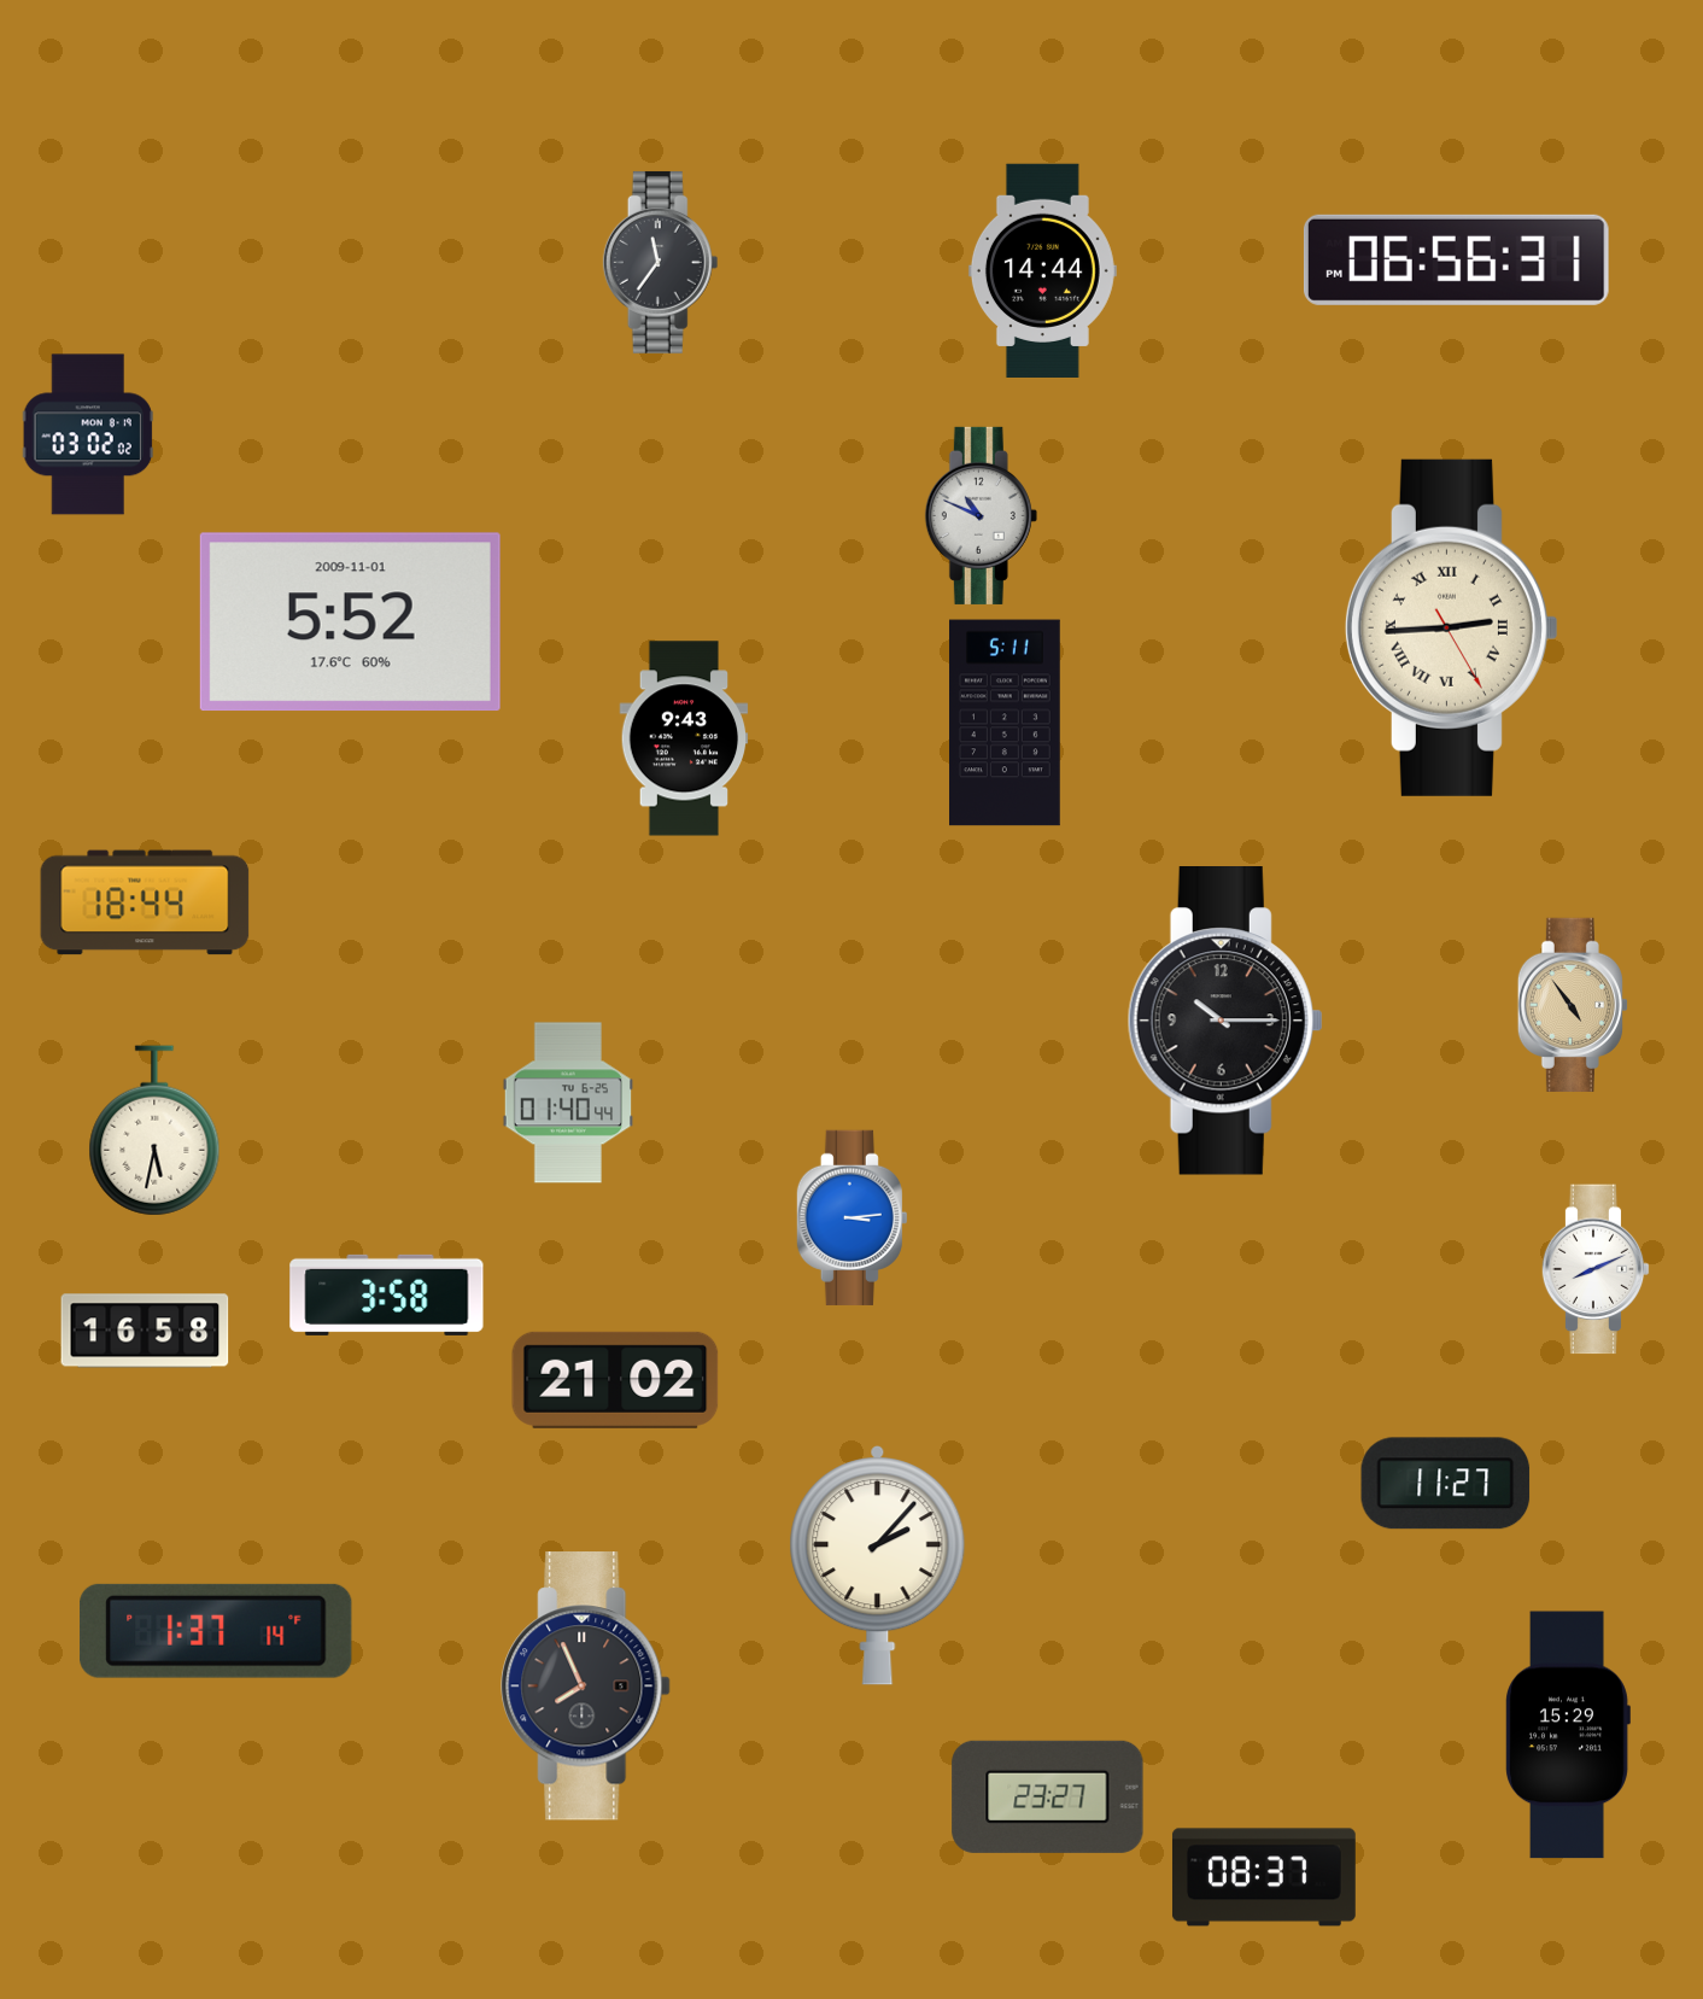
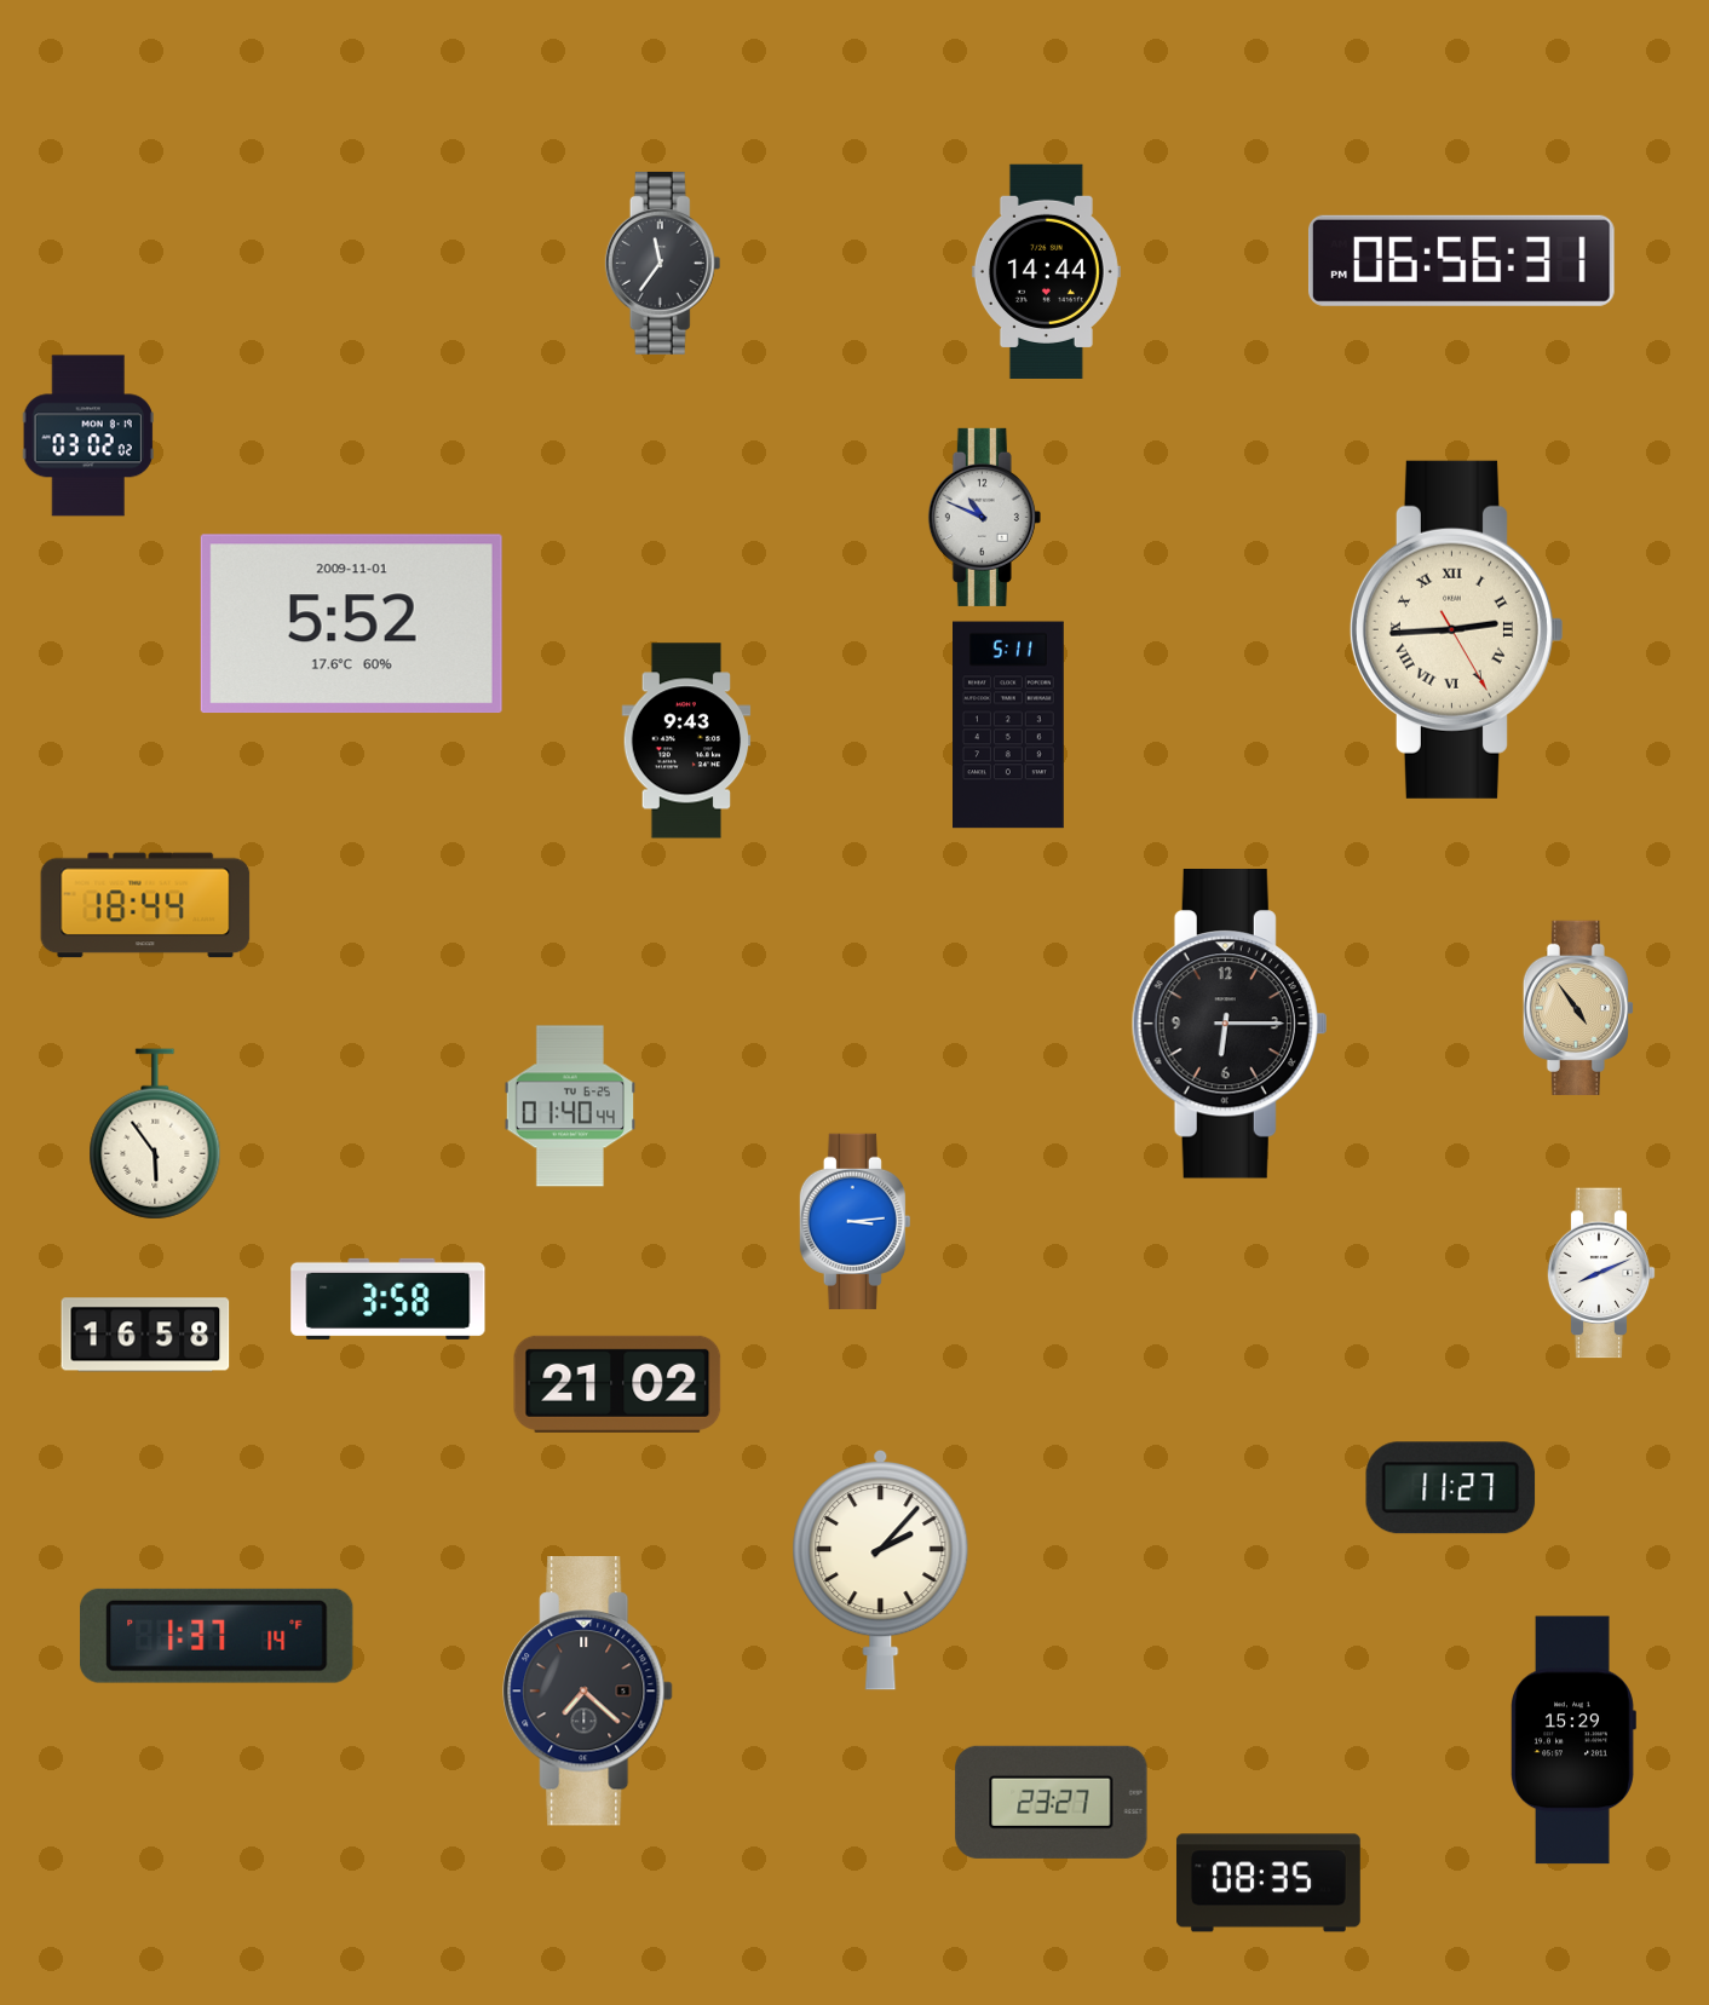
clock at (1225, 1022): 10:15 -> 6:15
clock at (154, 1130): 5:32 -> 5:54
clock at (586, 1687): 7:56 -> 7:22
clock at (1264, 1877): 08:37 -> 08:35
